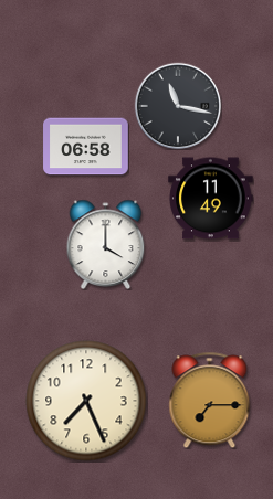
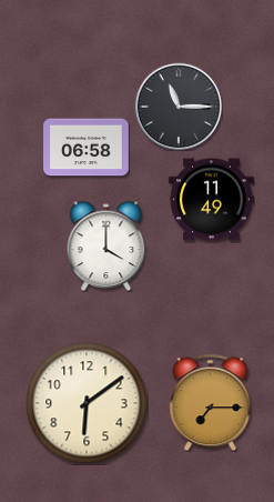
clock at (178, 106): 11:17 -> 11:15
clock at (86, 401): 7:26 -> 6:09
